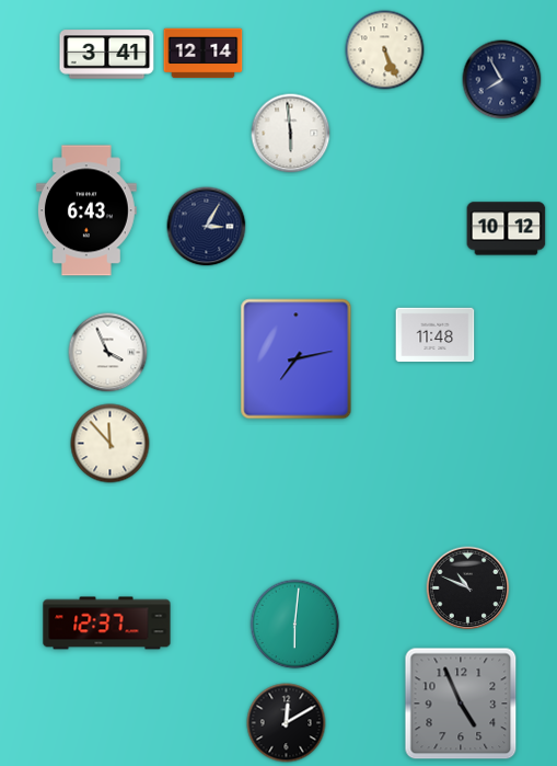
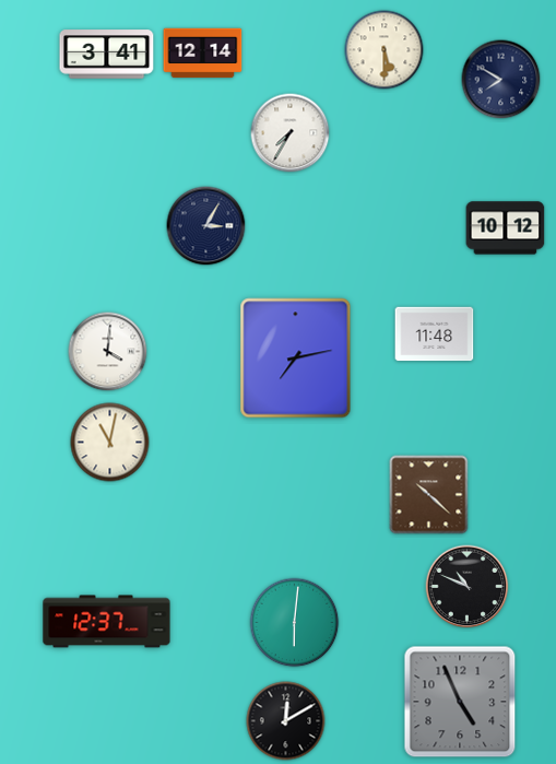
clock at (385, 50): 5:26 -> 5:30
clock at (502, 80): 7:55 -> 7:50
clock at (291, 134): 5:59 -> 7:35
clock at (86, 210): 6:43 -> none
clock at (108, 353): 3:56 -> 4:01
clock at (111, 444): 11:53 -> 11:02
clock at (429, 495): none -> 10:22
